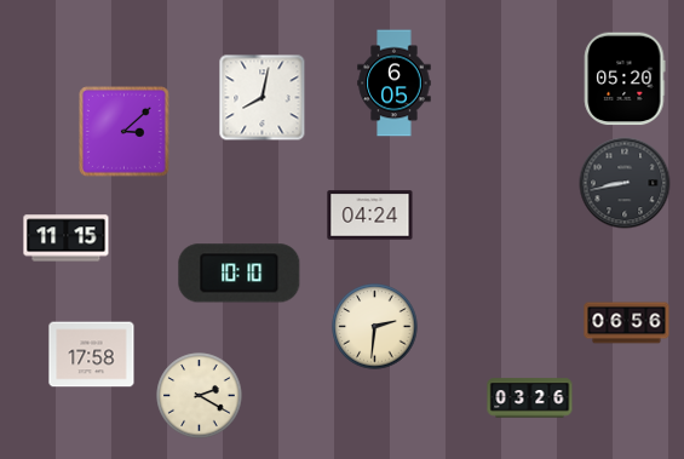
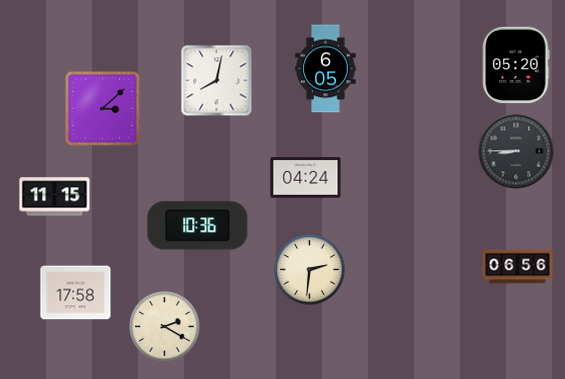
clock at (625, 183): 8:43 -> 8:45
clock at (240, 274): 10:10 -> 10:36
clock at (530, 398): 03:26 -> none
